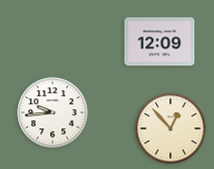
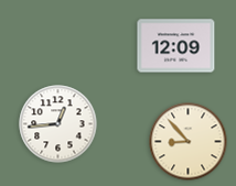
clock at (53, 113): 9:44 -> 12:44
clock at (171, 129): 12:53 -> 8:53
